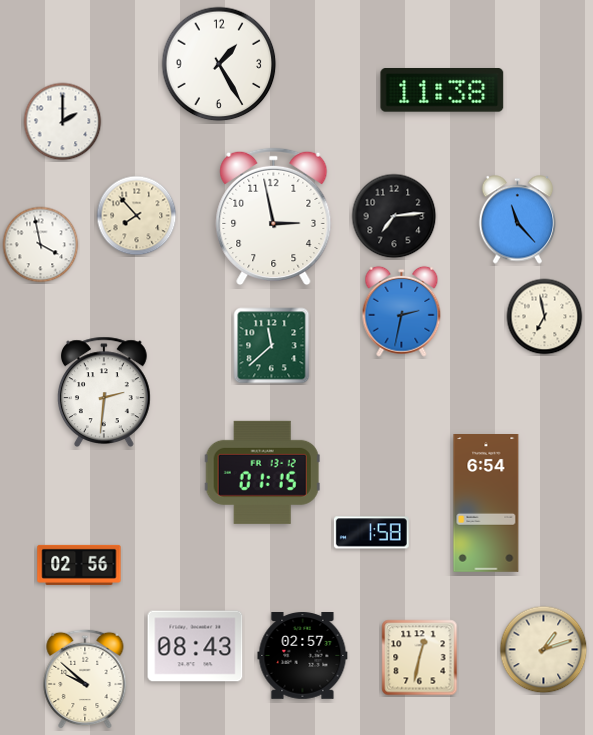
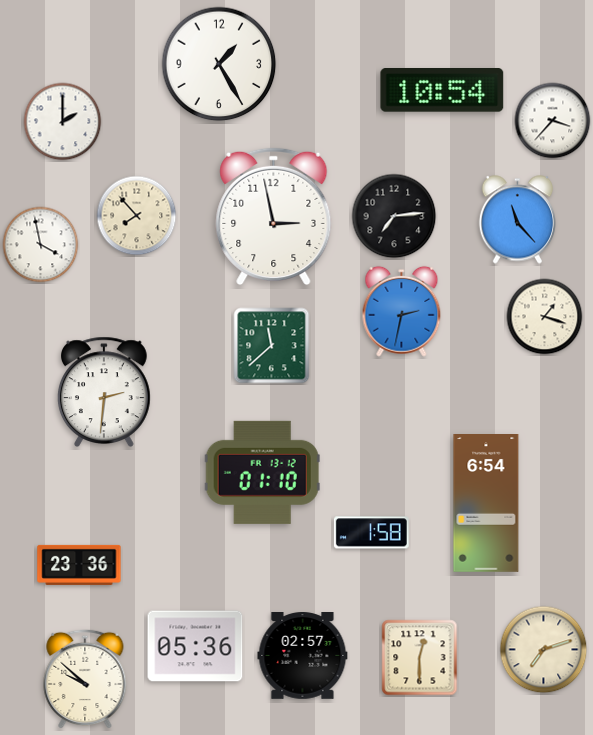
clock at (442, 90): 11:38 -> 10:54
clock at (553, 121): none -> 3:37
clock at (545, 317): 6:58 -> 1:18
clock at (262, 472): 01:15 -> 01:10
clock at (79, 565): 02:56 -> 23:36
clock at (195, 646): 08:43 -> 05:36
clock at (544, 650): 1:12 -> 7:12
clock at (420, 658): 12:32 -> 12:30
